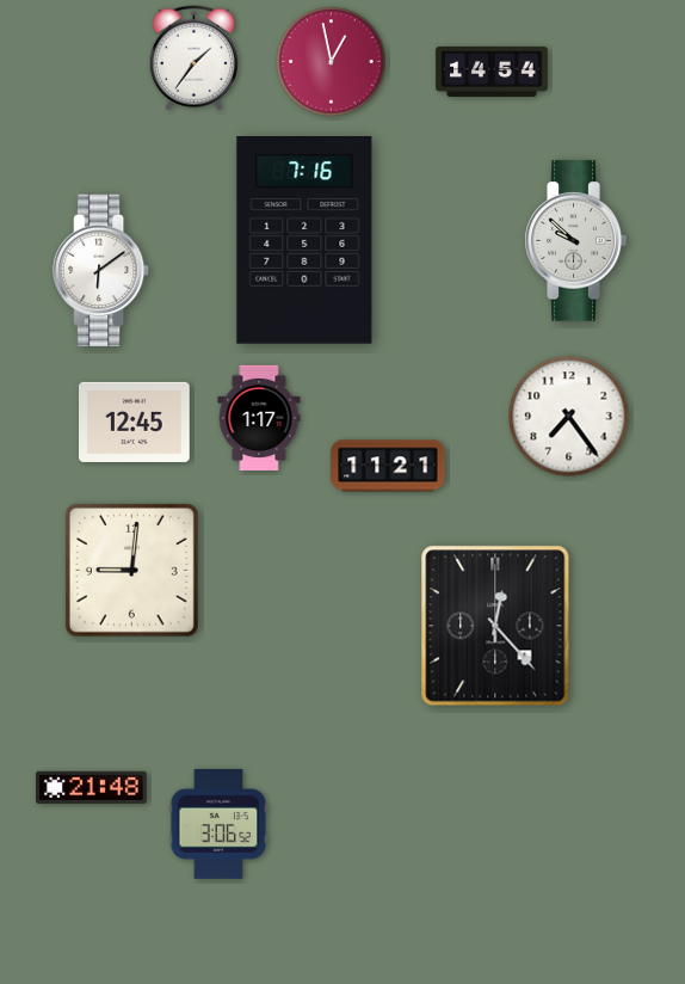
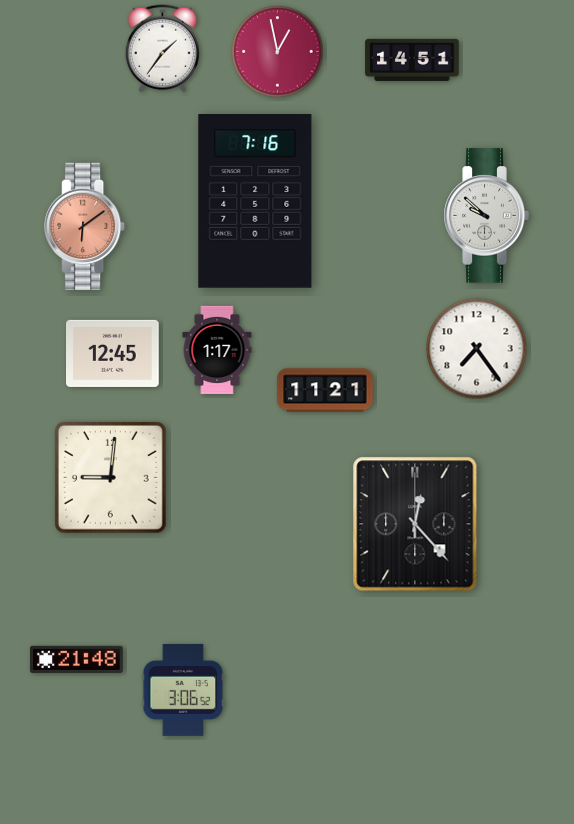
clock at (492, 72): 14:54 -> 14:51
clock at (575, 241) position: (575, 241) -> (486, 216)
clock at (101, 271) dial: white -> salmon
